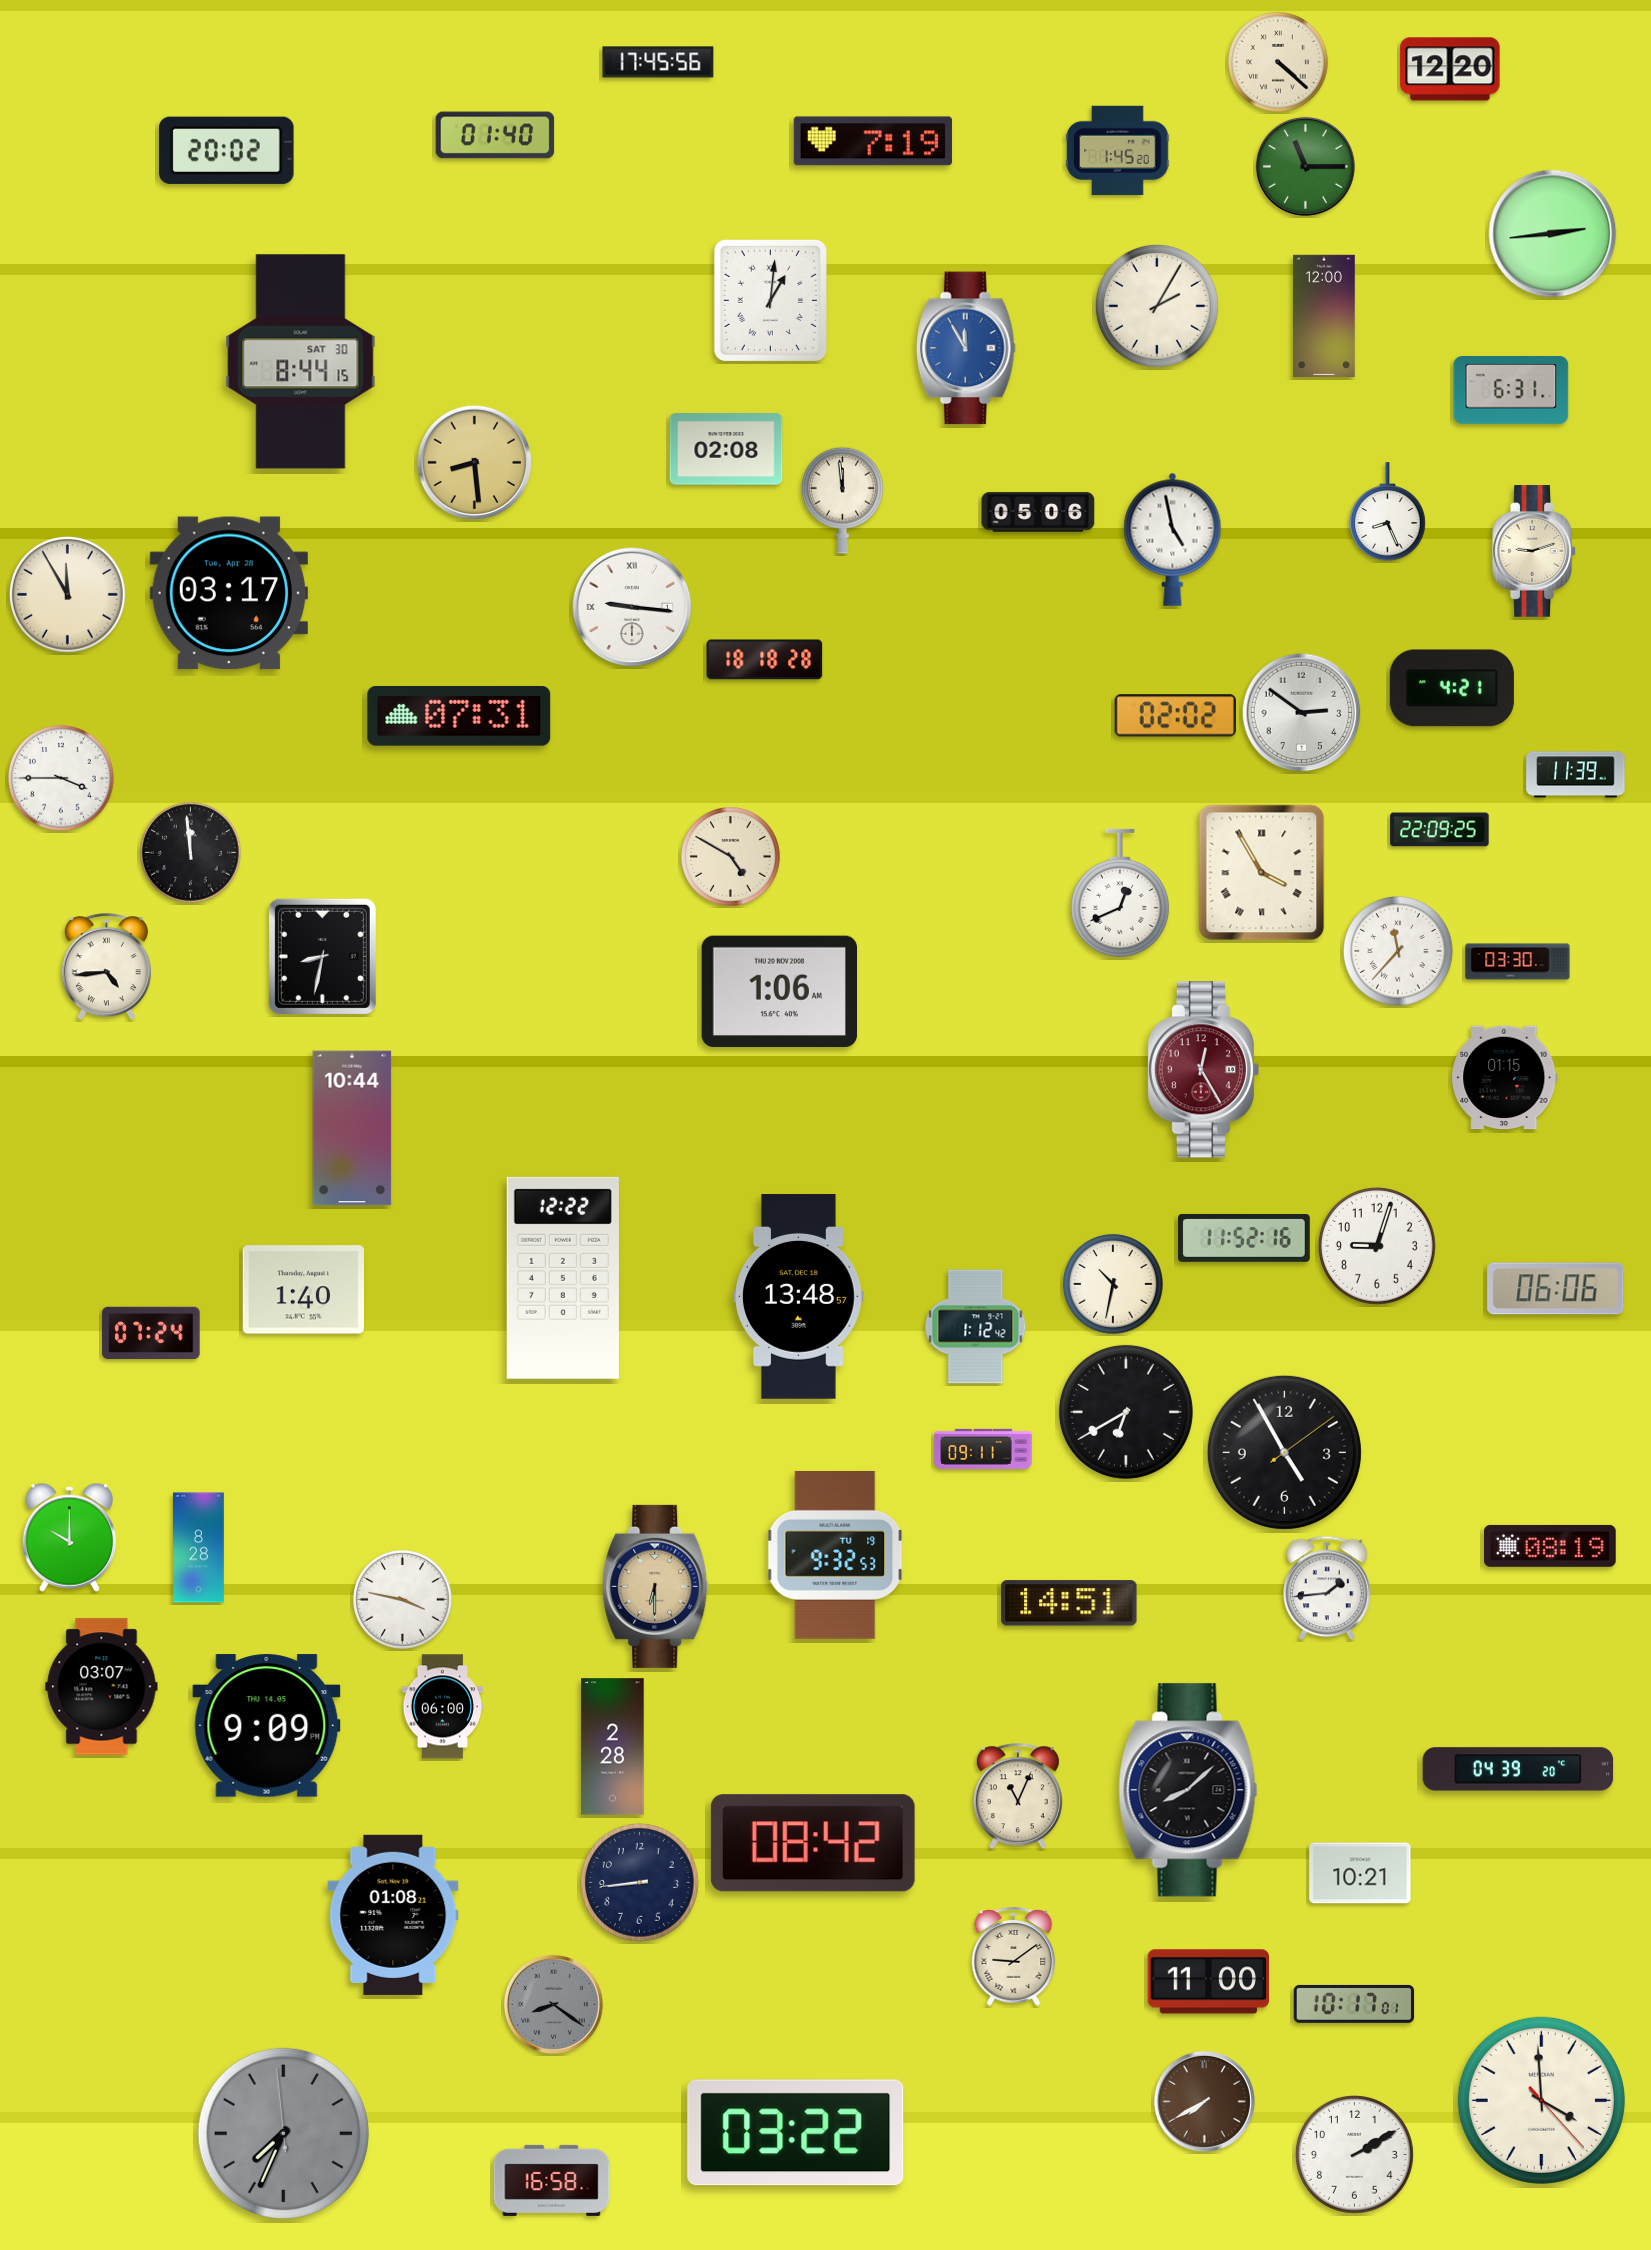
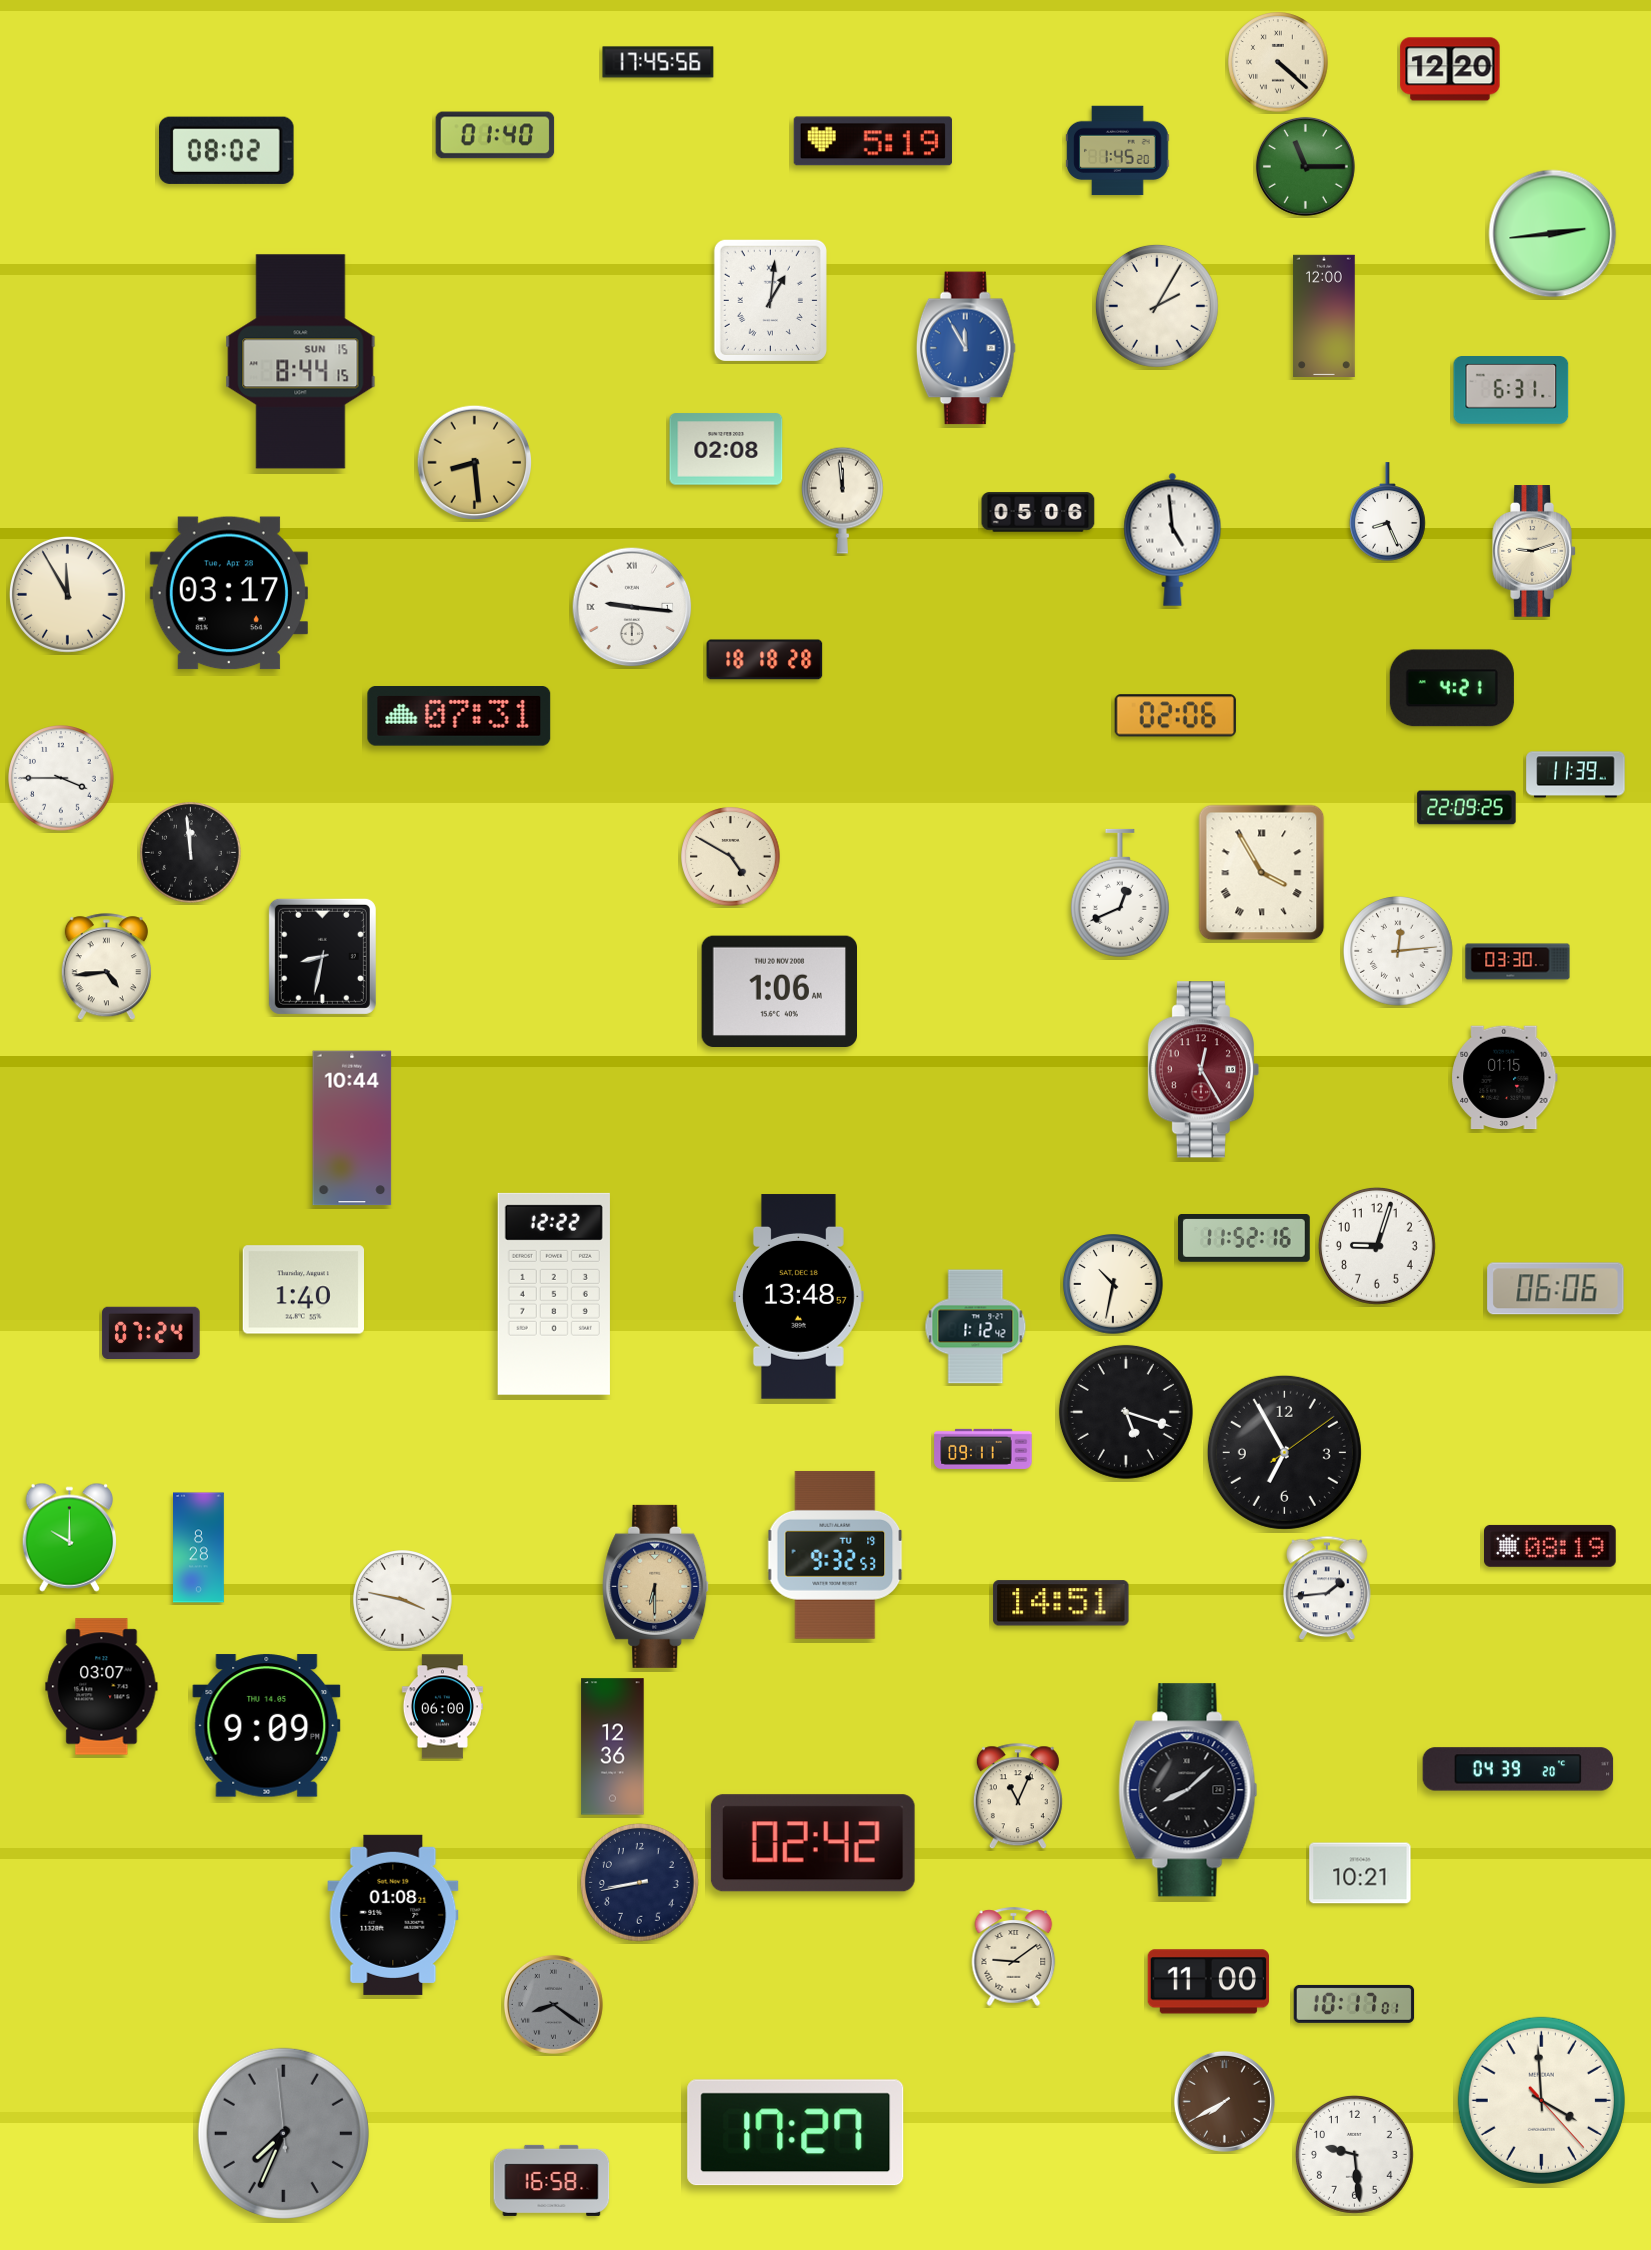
clock at (873, 141): 7:19 -> 5:19
clock at (227, 150): 20:02 -> 08:02
clock at (301, 362) date: SAT 30 -> SUN 15
clock at (1173, 539): 4:58 -> 4:59
clock at (1302, 713): 2:51 -> none
clock at (1175, 716): 02:02 -> 02:06
clock at (1440, 830) position: (1440, 830) -> (1467, 808)
clock at (1399, 952): 11:37 -> 12:14
clock at (563, 1278) position: (563, 1278) -> (554, 1294)
clock at (1126, 1412): 6:40 -> 5:18
clock at (1284, 1452): 4:55 -> 6:55
clock at (1069, 1603) position: (1069, 1603) -> (1061, 1603)
clock at (613, 1747): 2:28 -> 12:36
clock at (813, 1843): 08:42 -> 02:42
clock at (639, 1882): 8:44 -> 8:43
clock at (1204, 2101) position: (1204, 2101) -> (1224, 2101)
clock at (796, 2133): 03:22 -> 17:27
clock at (1354, 2154): 2:10 -> 9:29
